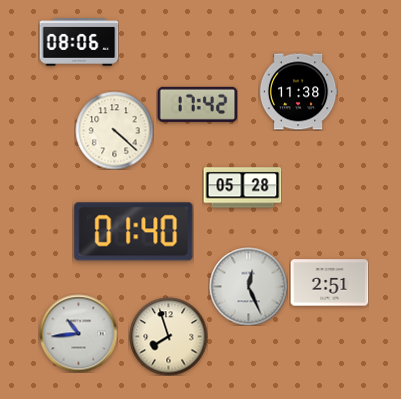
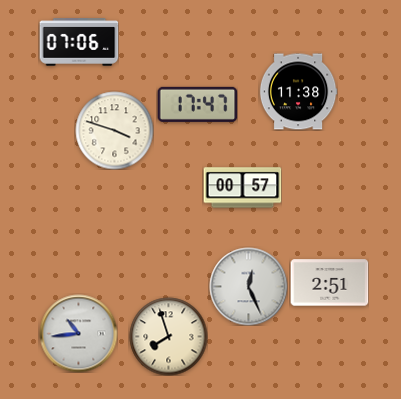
clock at (79, 42): 08:06 -> 07:06
clock at (197, 104): 17:42 -> 17:47
clock at (114, 130): 4:22 -> 3:48
clock at (242, 188): 05:28 -> 00:57
clock at (134, 232): 01:40 -> none
